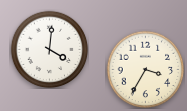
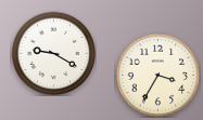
clock at (49, 49): 4:01 -> 9:20
